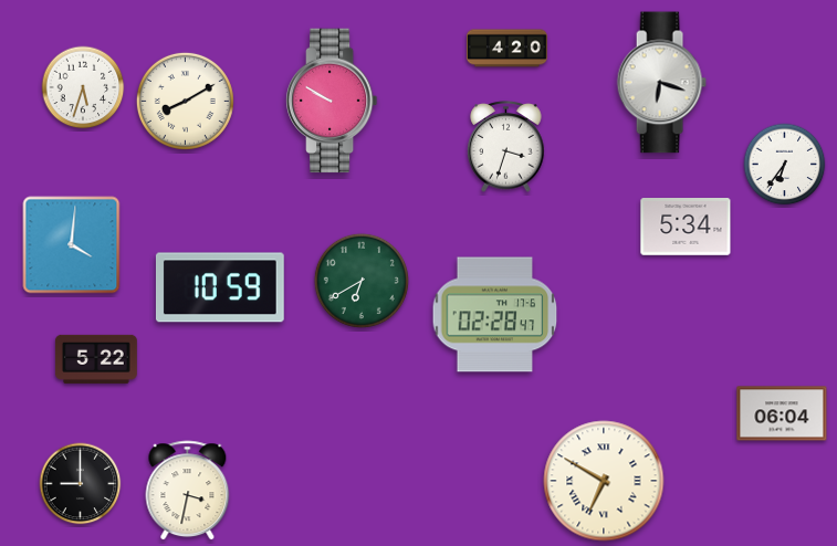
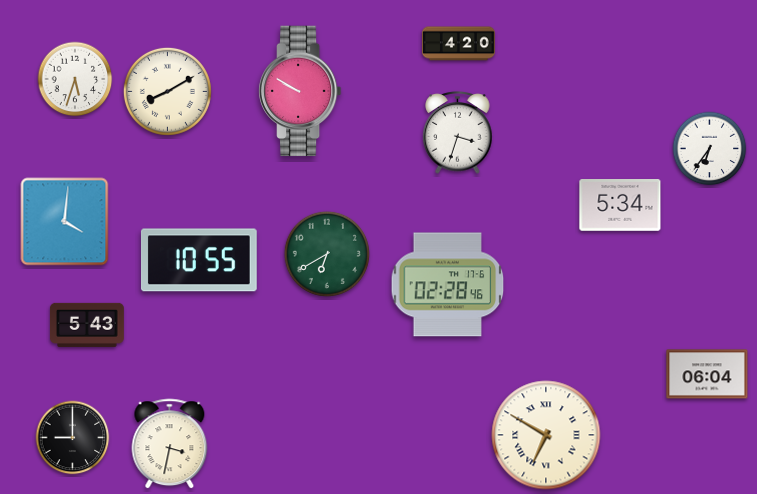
clock at (661, 83): 6:18 -> none
clock at (220, 287): 10:59 -> 10:55
clock at (495, 315): 02:28:47 -> 02:28:46
clock at (96, 359): 5:22 -> 5:43
